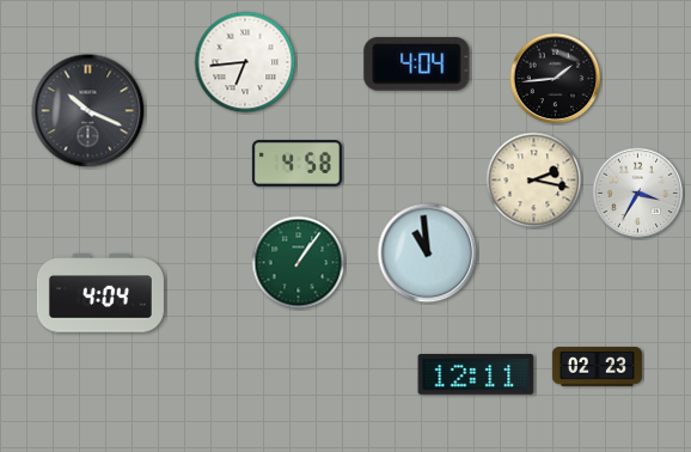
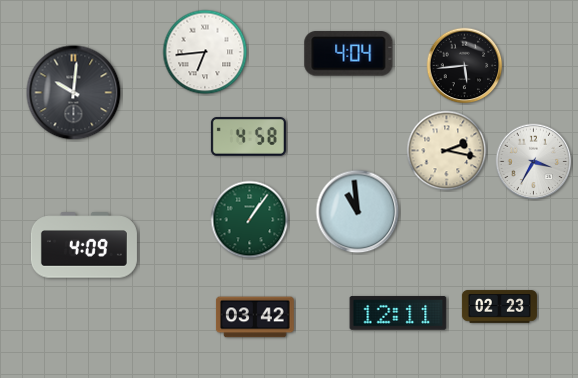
clock at (556, 79): 1:44 -> 5:44
clock at (88, 111): 10:19 -> 10:01
clock at (100, 293): 4:04 -> 4:09
clock at (255, 317): none -> 03:42
